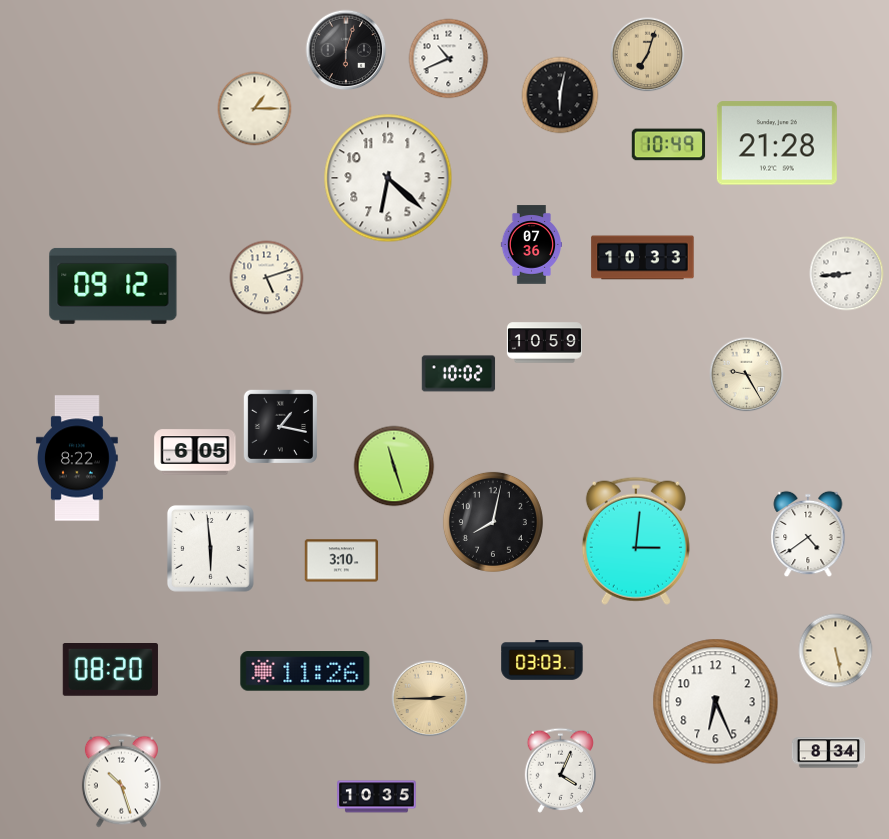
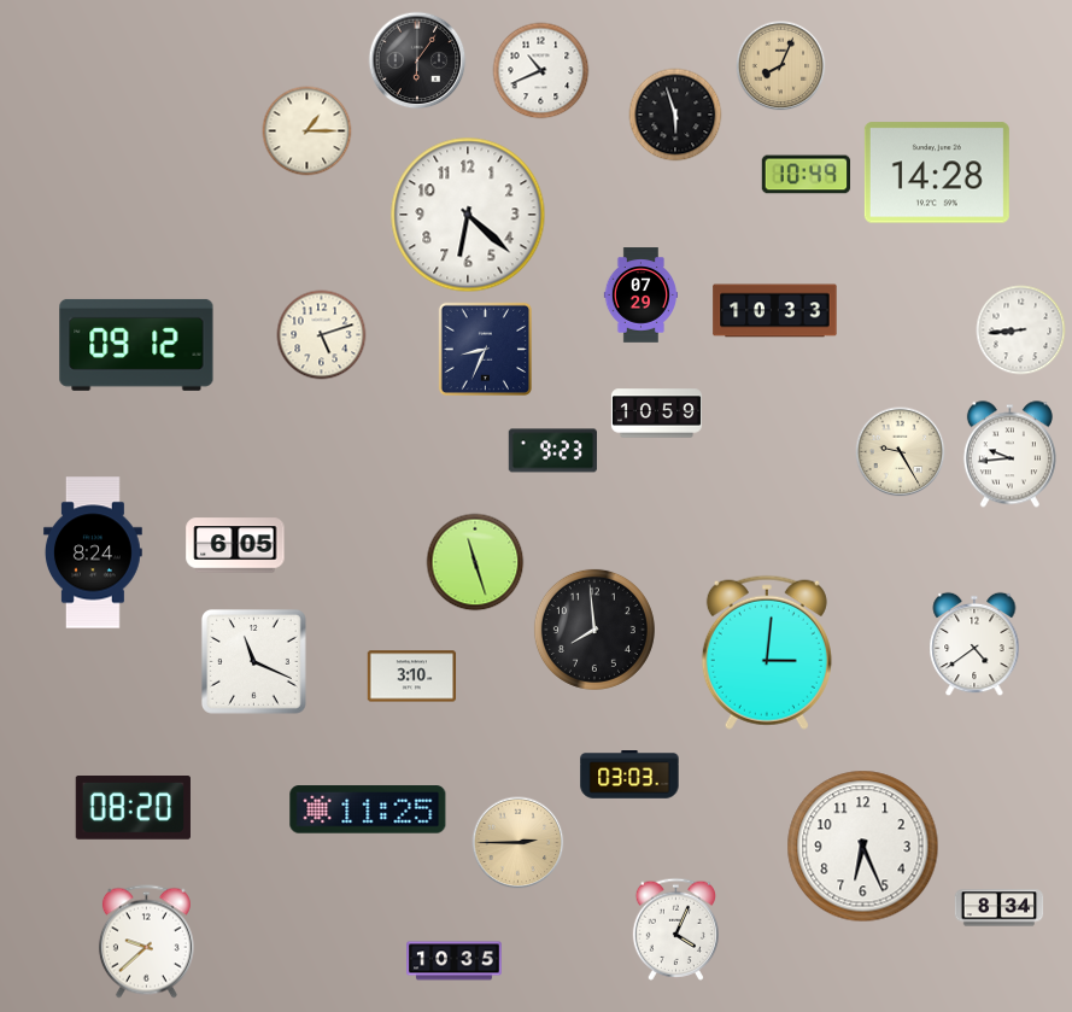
clock at (346, 50): 6:03 -> 6:06
clock at (648, 55): 7:03 -> 8:04
clock at (560, 95): 6:02 -> 5:57
clock at (777, 143): 21:28 -> 14:28
clock at (531, 245): 07:36 -> 07:29
clock at (485, 349): none -> 8:34
clock at (459, 374): 10:02 -> 9:23
clock at (1009, 455): none -> 9:44
clock at (280, 426): 1:17 -> none
clock at (77, 458): 8:22 -> 8:24
clock at (493, 522): 8:02 -> 7:59
clock at (211, 548): 5:59 -> 11:19
clock at (836, 651): 5:28 -> none
clock at (542, 661) position: (542, 661) -> (629, 776)
clock at (305, 671): 11:26 -> 11:25
clock at (121, 781): 10:27 -> 9:38
